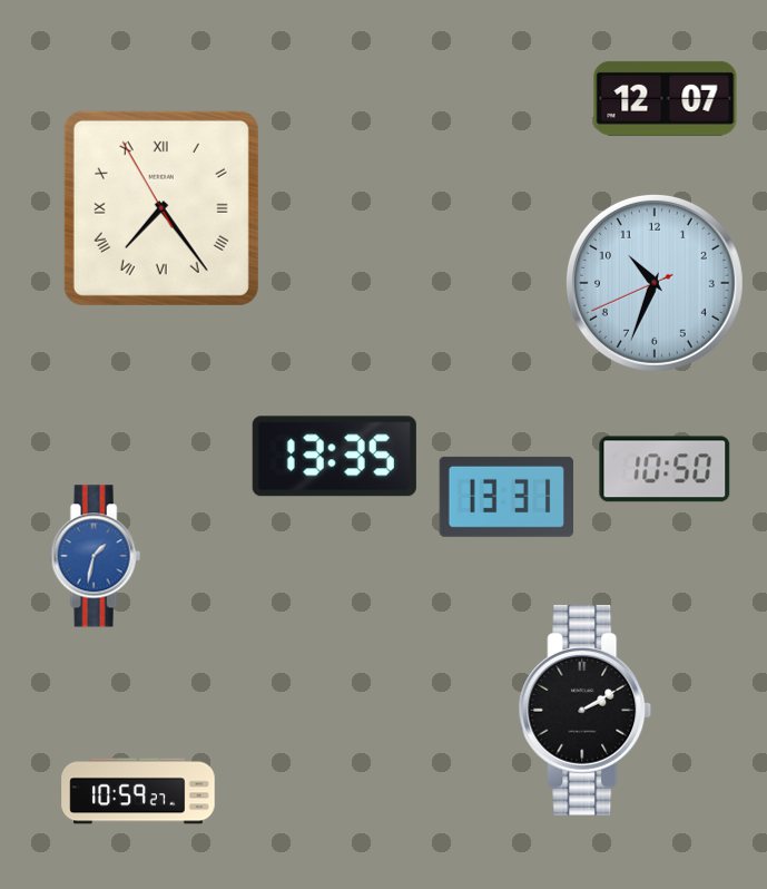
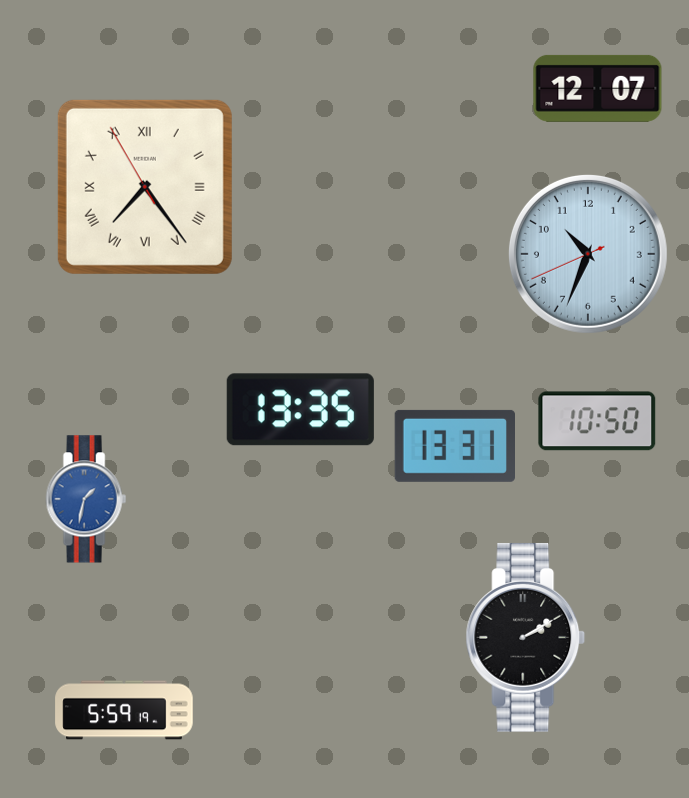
clock at (138, 791): 10:59 -> 5:59
